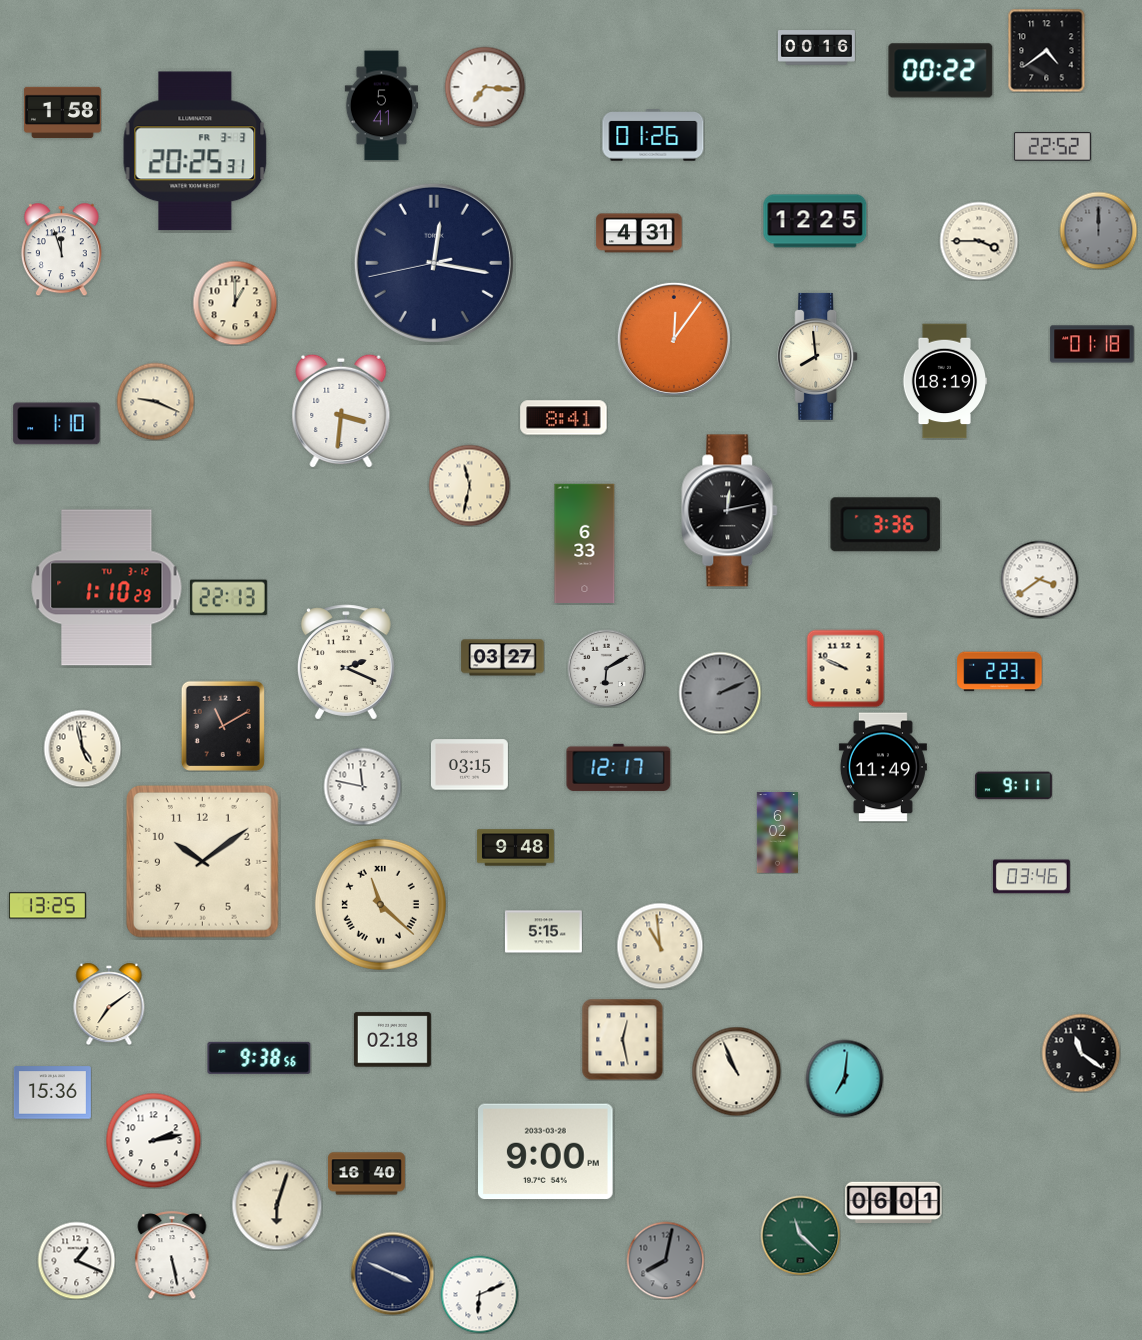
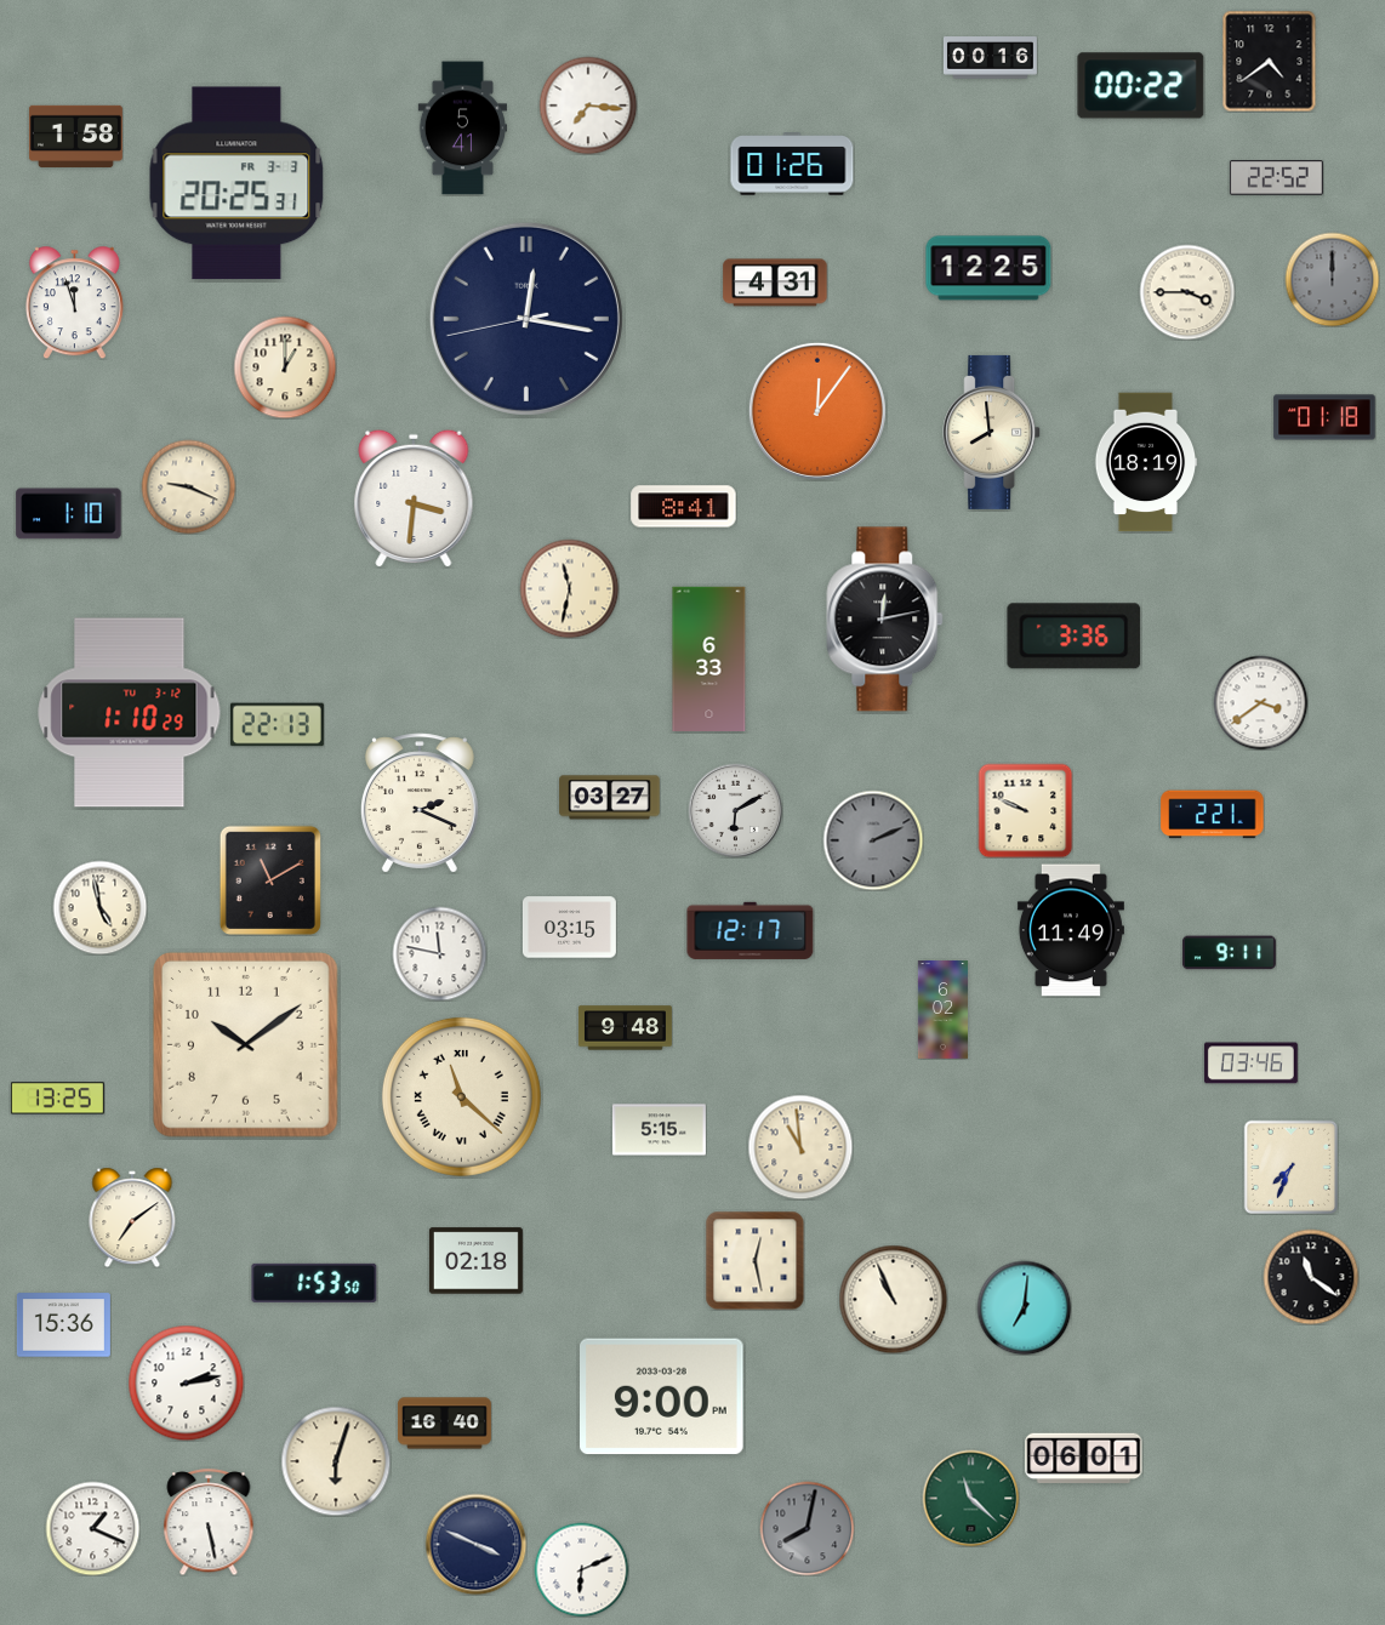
clock at (1000, 672): 2:23 -> 2:21
clock at (1290, 1167): none -> 7:34
clock at (259, 1058): 9:38 -> 1:53
